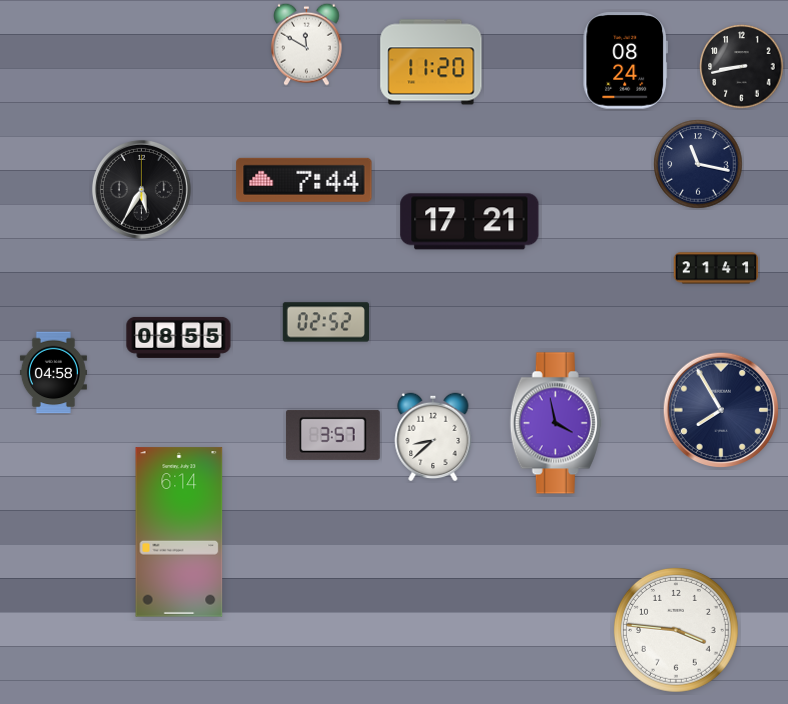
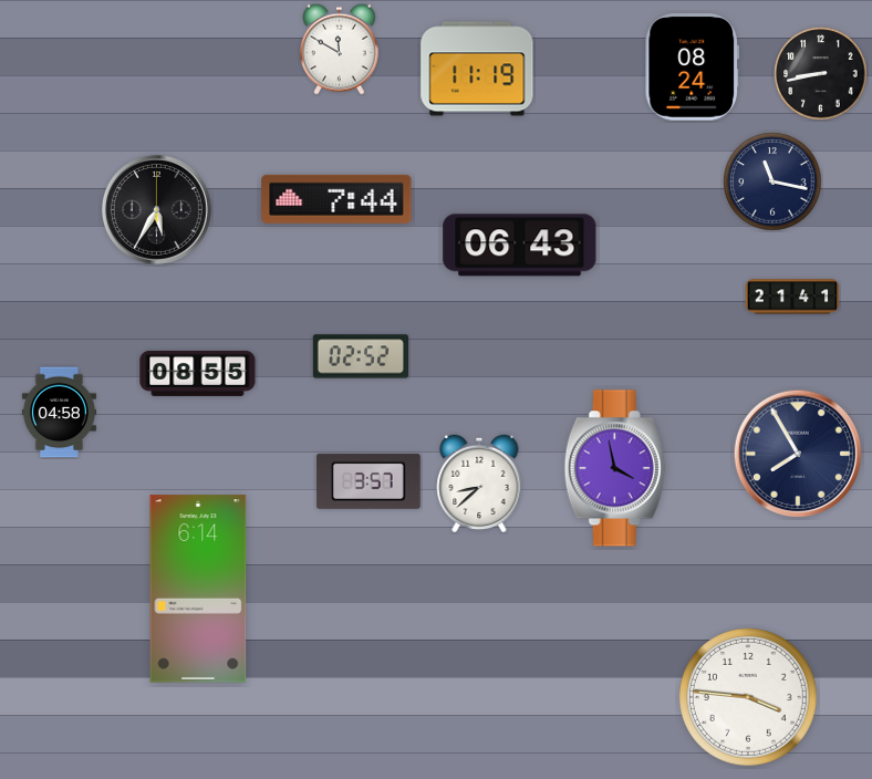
clock at (431, 62): 11:20 -> 11:19
clock at (470, 222): 17:21 -> 06:43
